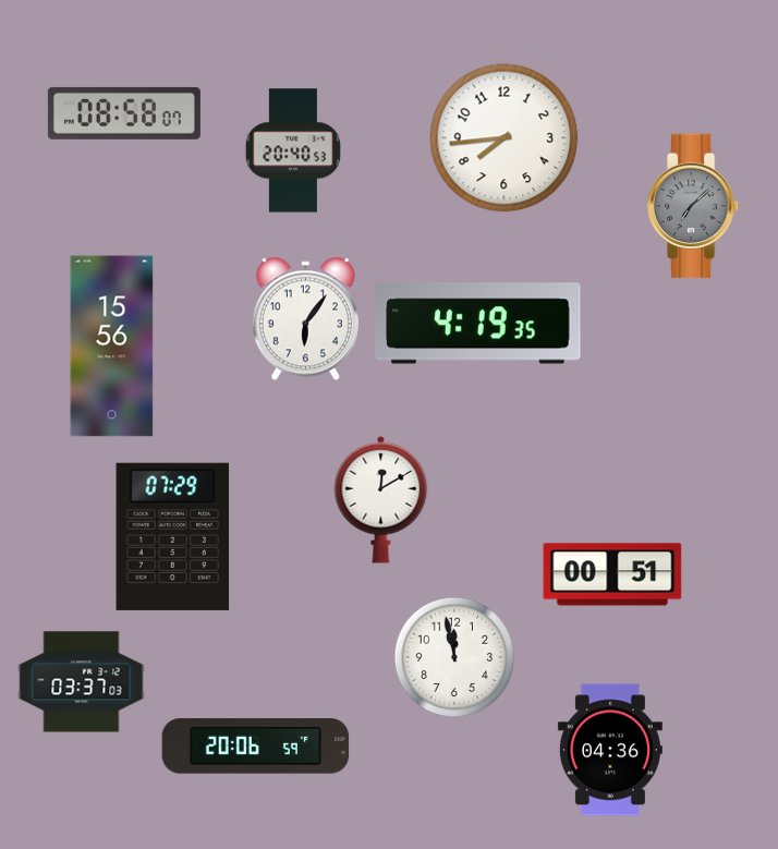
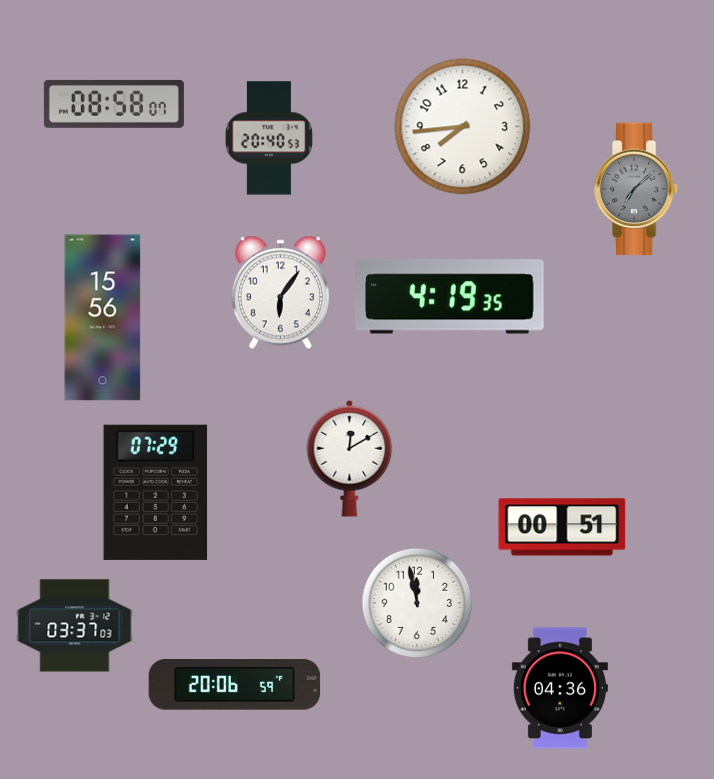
clock at (478, 324) position: (478, 324) -> (450, 297)
clock at (173, 536) position: (173, 536) -> (156, 492)
